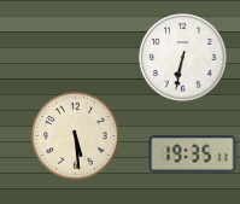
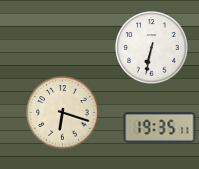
clock at (76, 136): 5:29 -> 6:18
